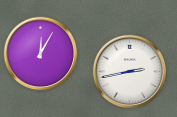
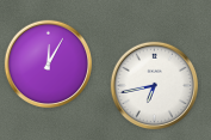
clock at (130, 72): 2:43 -> 6:43
